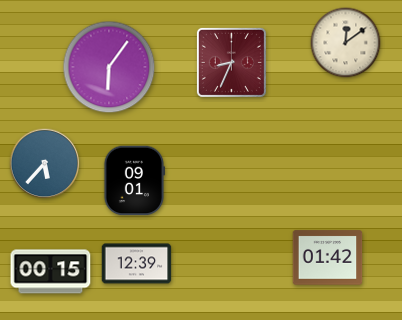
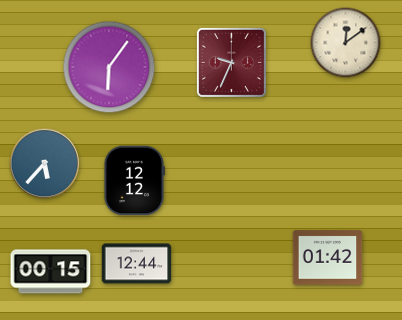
clock at (231, 62): 8:34 -> 9:34
clock at (134, 181): 09:01 -> 12:12
clock at (137, 264): 12:39 -> 12:44
